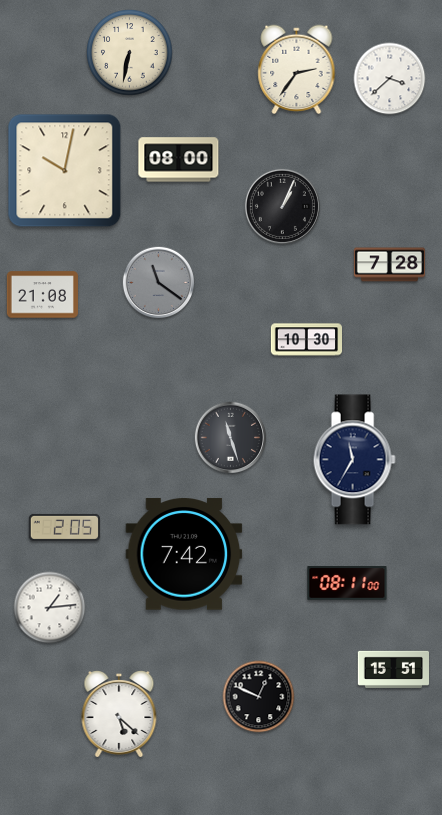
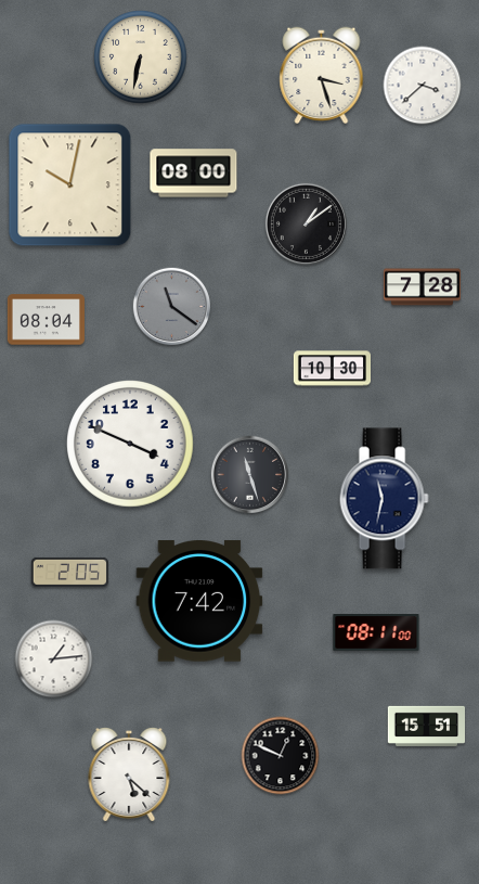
clock at (297, 70): 2:36 -> 3:27
clock at (282, 206): 1:04 -> 1:09
clock at (42, 295): 21:08 -> 08:04
clock at (131, 445): none -> 3:49
clock at (354, 460): 11:35 -> 11:32
